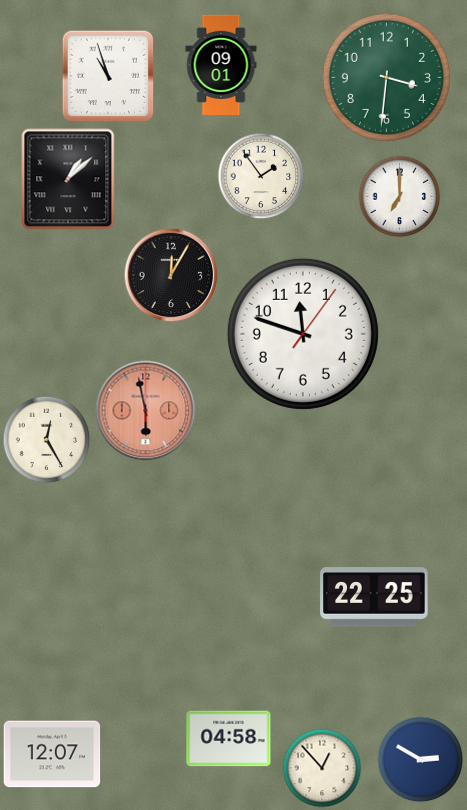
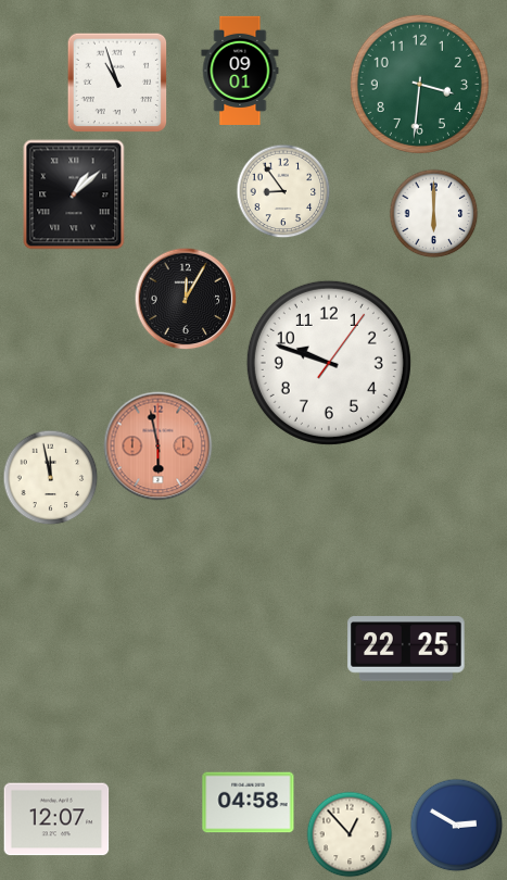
clock at (261, 176): 1:54 -> 8:54
clock at (400, 197): 7:00 -> 6:00
clock at (303, 334): 11:48 -> 9:48
clock at (47, 440): 12:25 -> 11:58
